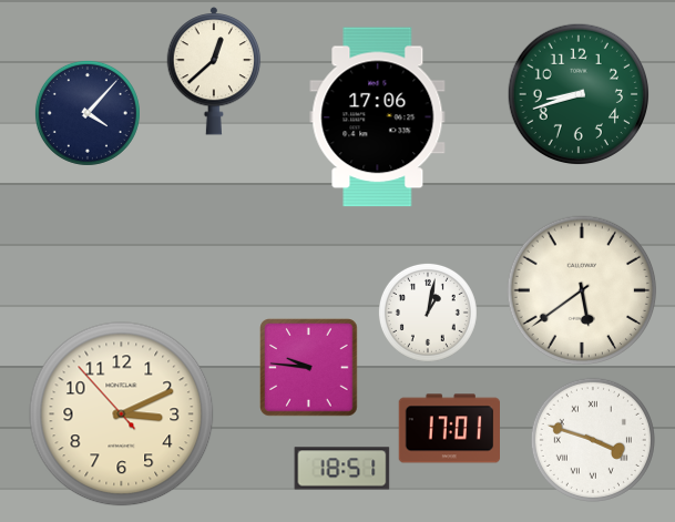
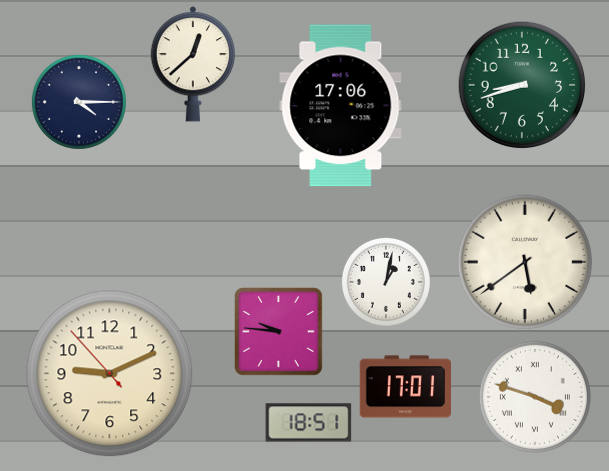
clock at (88, 113): 4:07 -> 4:15
clock at (122, 414): 3:10 -> 9:10
